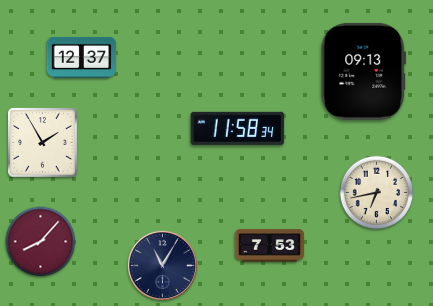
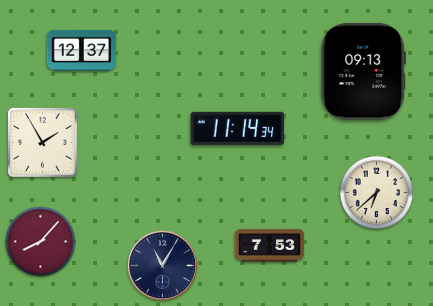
clock at (82, 57) position: (82, 57) -> (82, 50)
clock at (238, 128): 11:58 -> 11:14
clock at (377, 193): 6:43 -> 6:38
